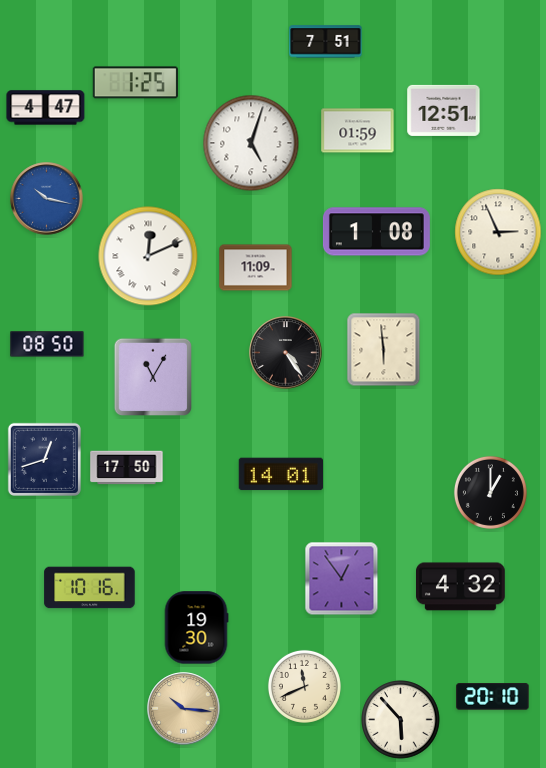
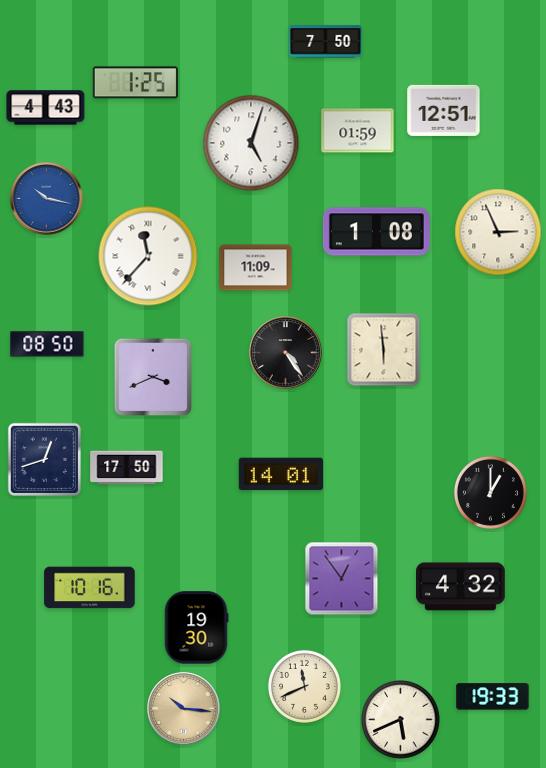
clock at (326, 42): 7:51 -> 7:50
clock at (46, 108): 4:47 -> 4:43
clock at (148, 256): 12:11 -> 11:37
clock at (153, 377): 11:05 -> 3:41
clock at (493, 697): 20:10 -> 19:33
clock at (401, 720): 5:53 -> 5:41
